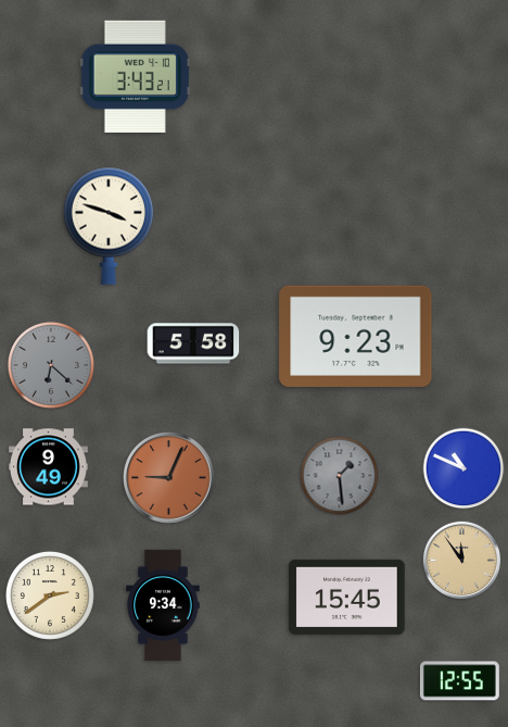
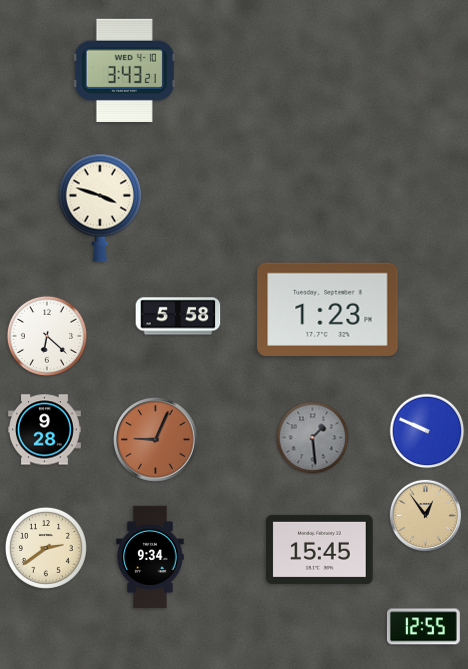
clock at (356, 336): 9:23 -> 1:23
clock at (51, 365) dial: grey -> white
clock at (48, 467): 9:49 -> 9:28
clock at (463, 468): 10:49 -> 9:49
clock at (461, 560): 11:54 -> 12:54
